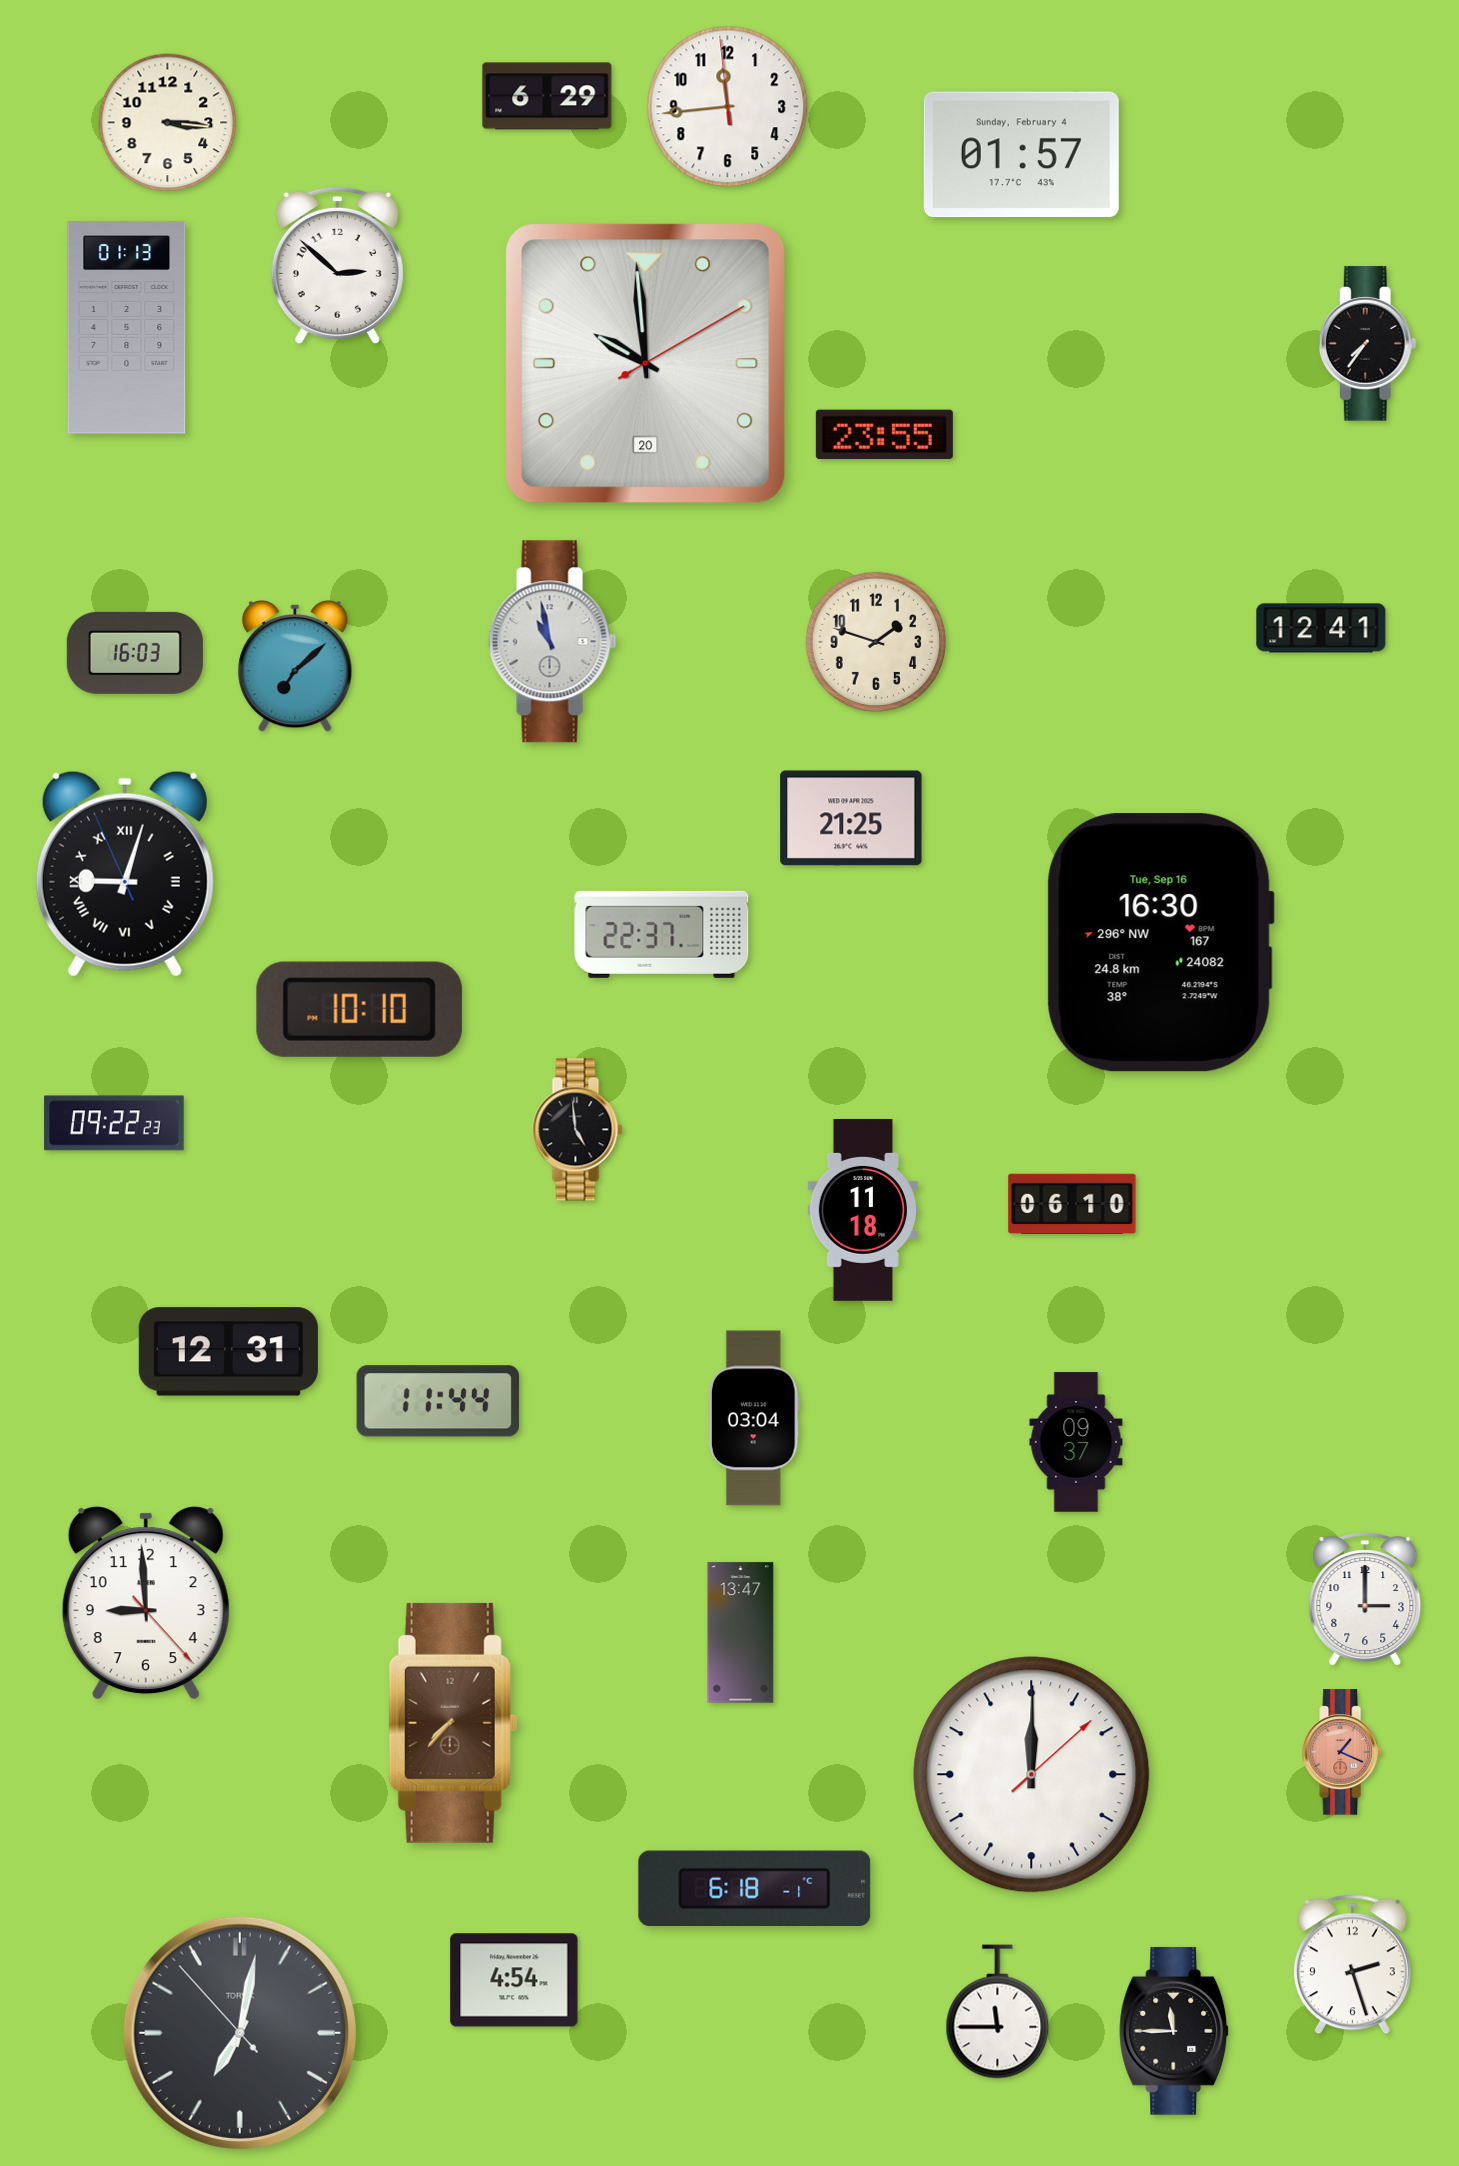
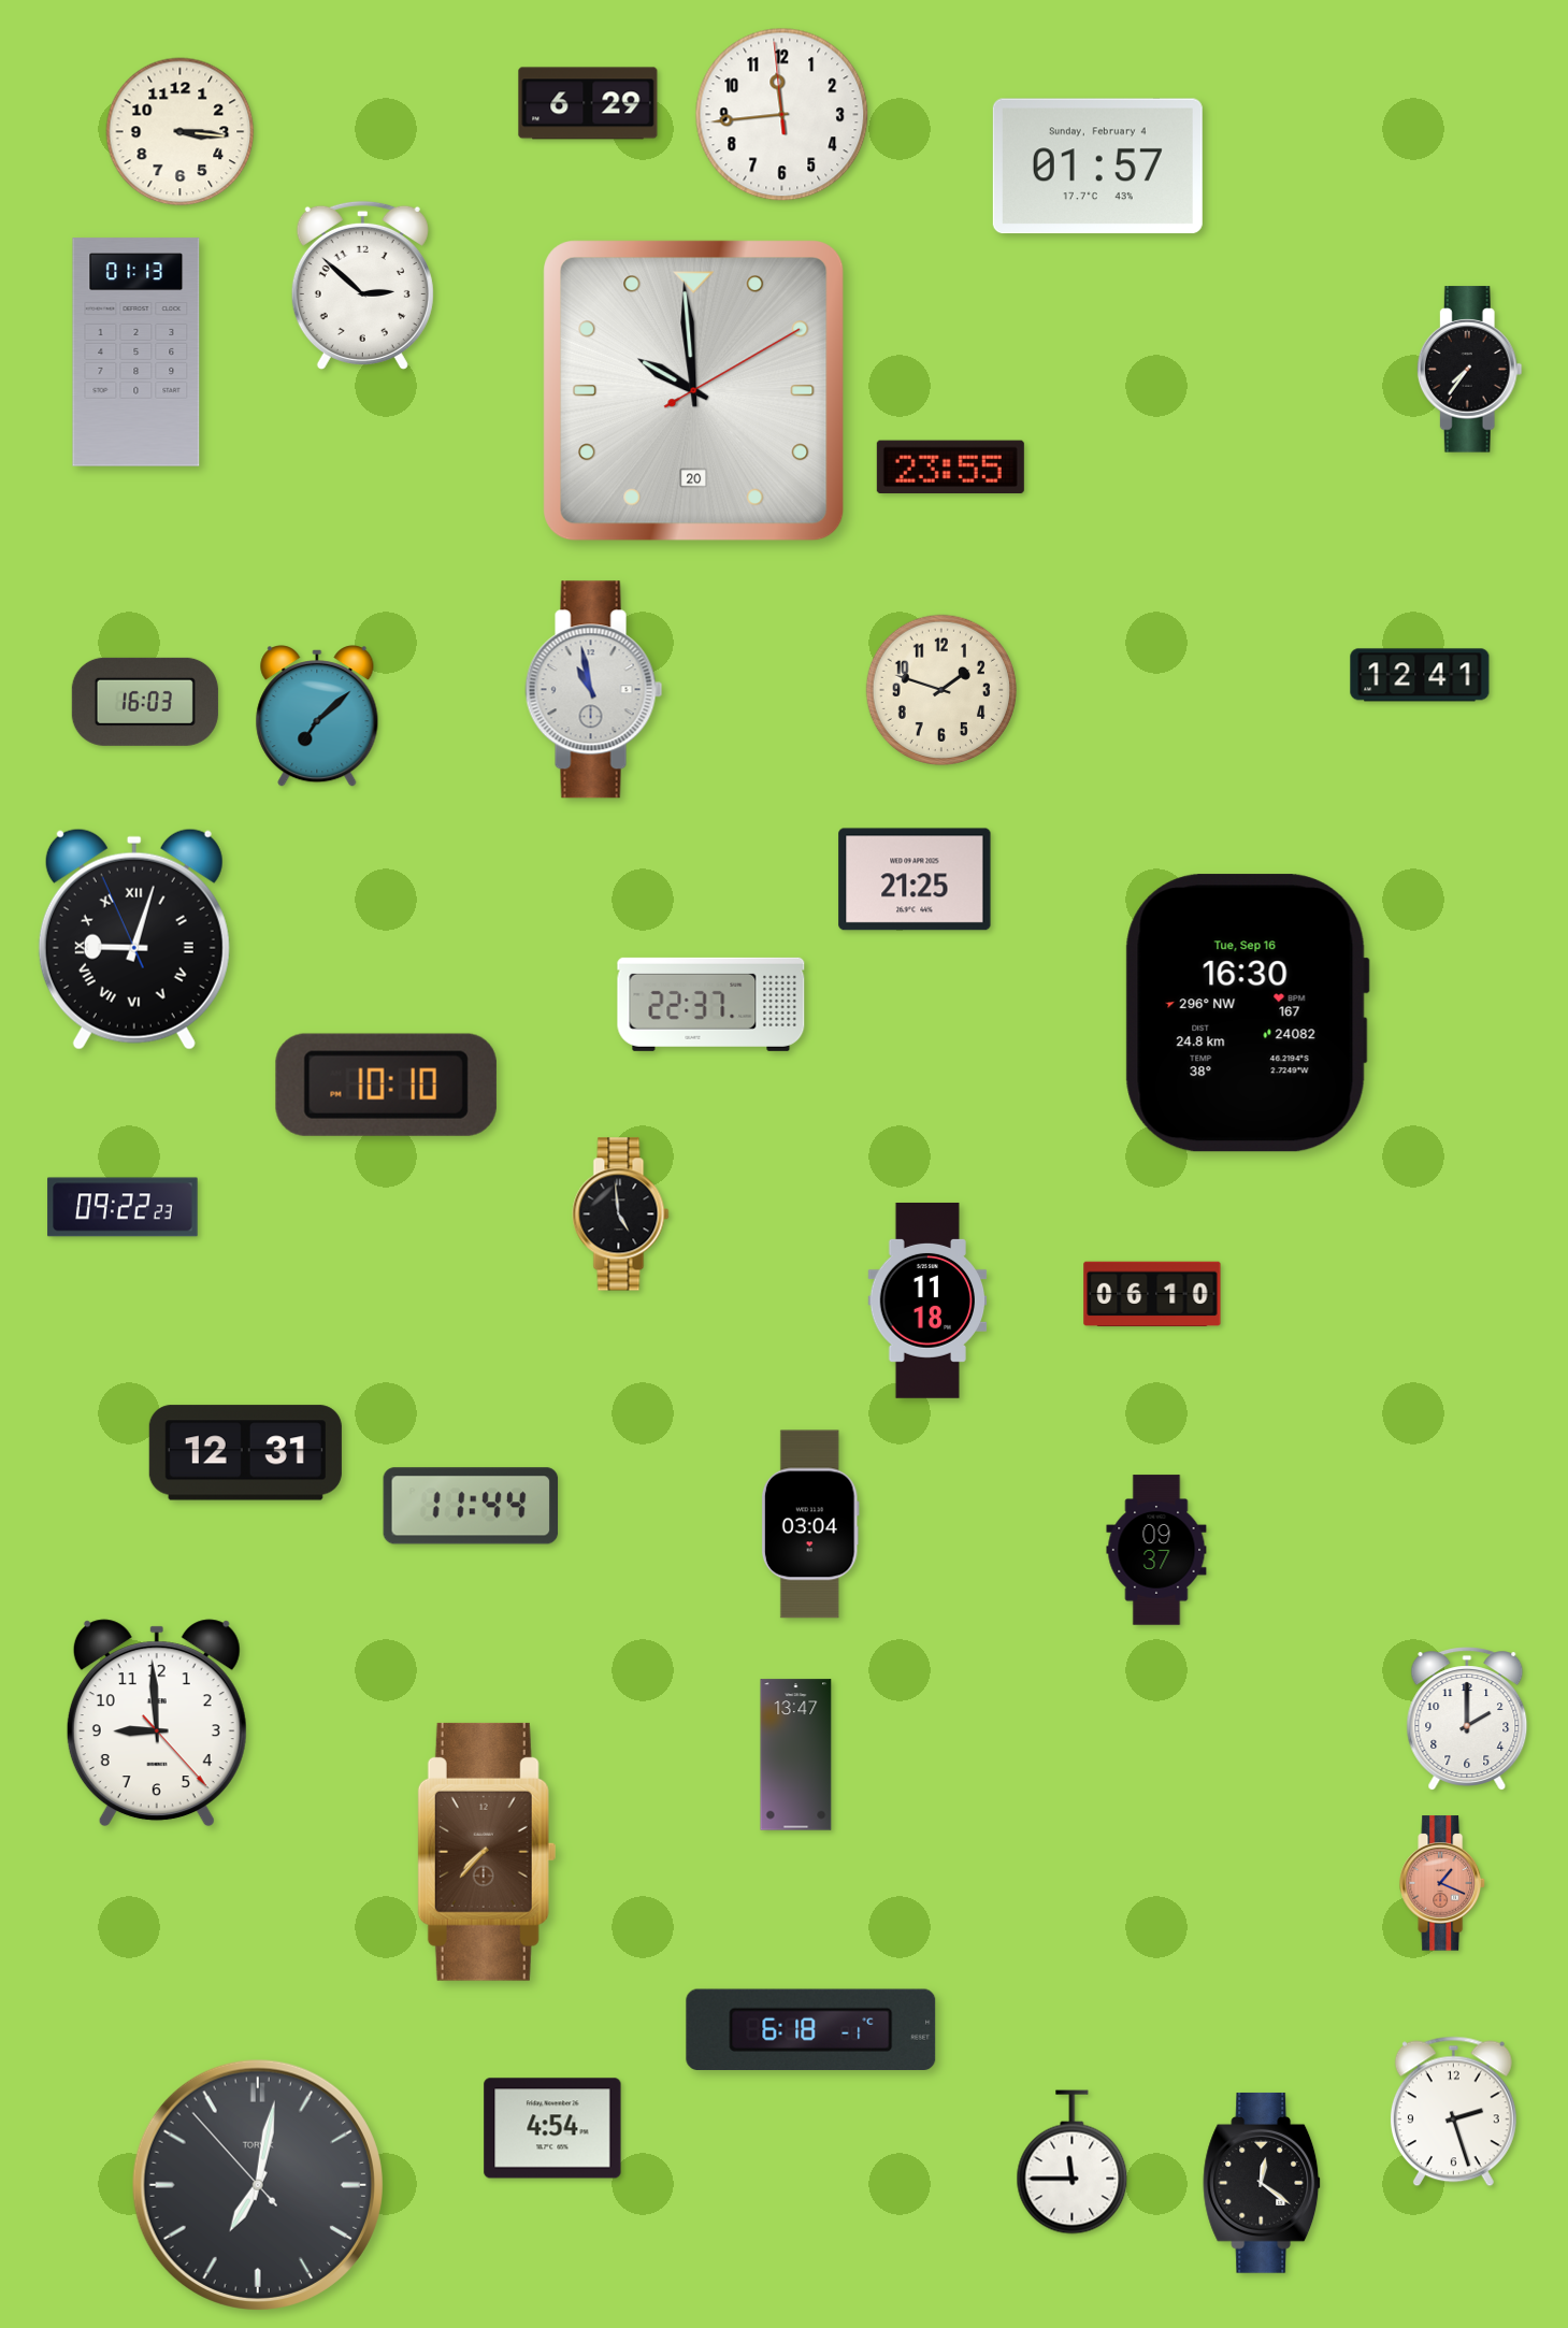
clock at (1365, 1599): 3:00 -> 2:00
clock at (1032, 1775): 12:00 -> none
clock at (1175, 2031): 11:45 -> 12:21
